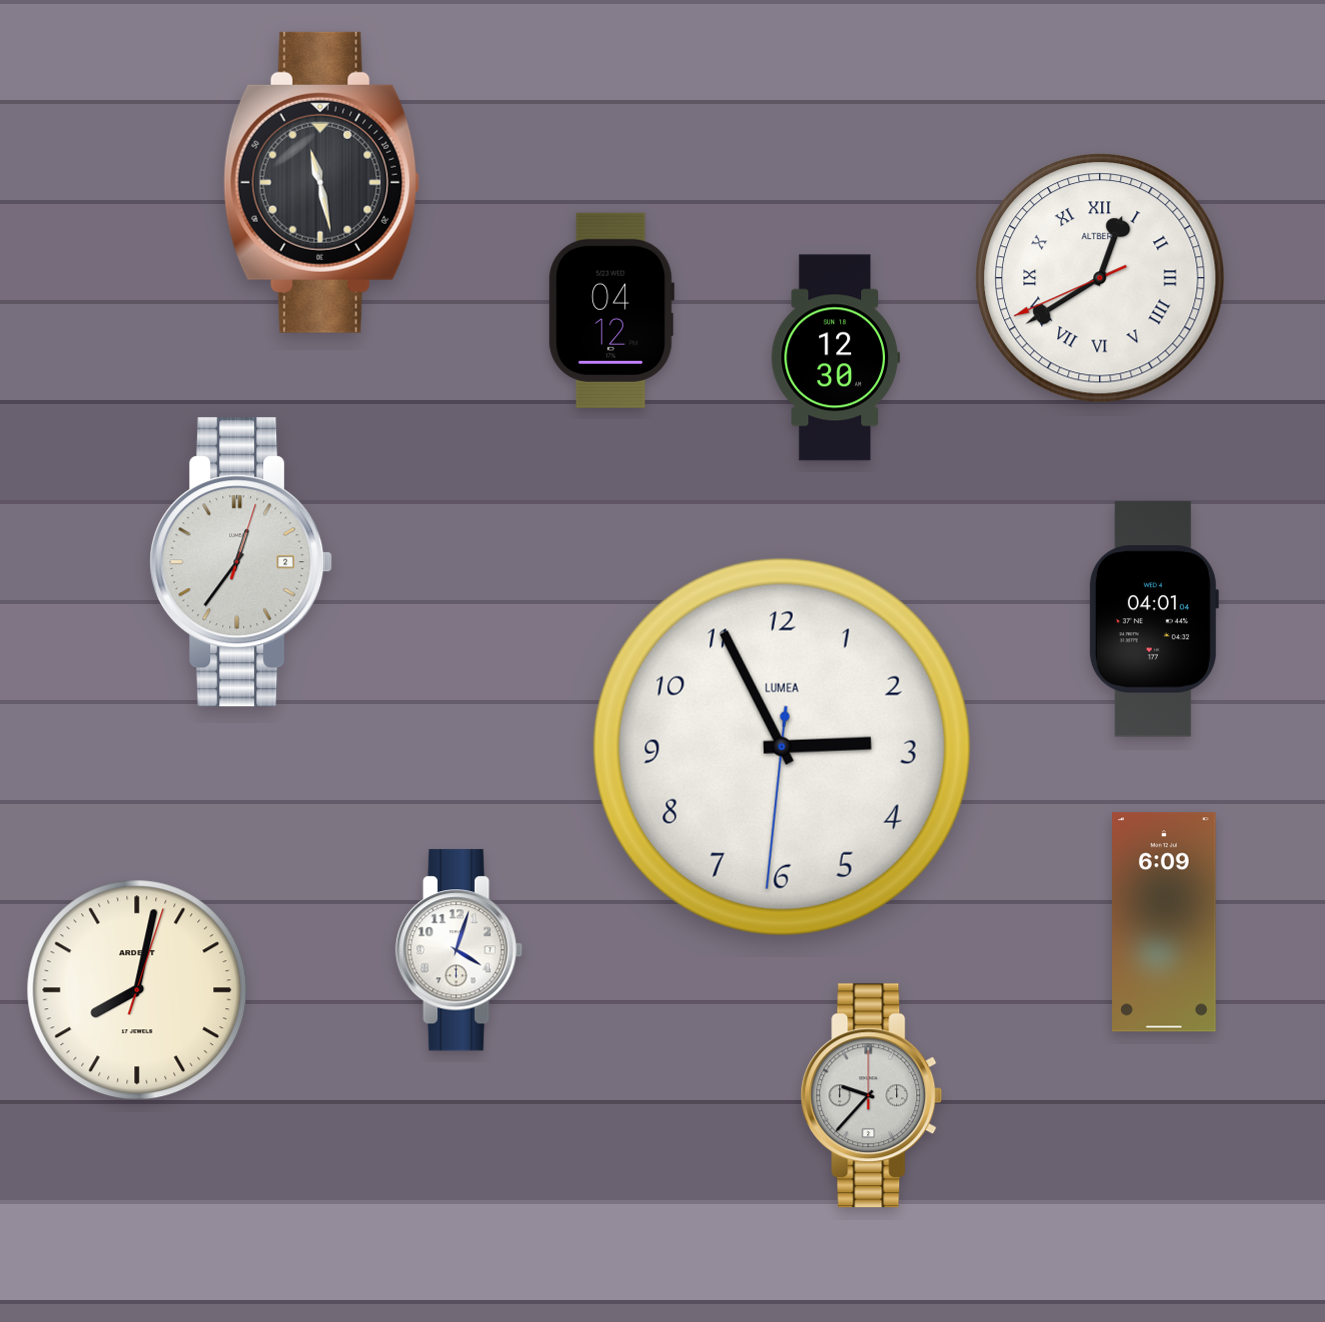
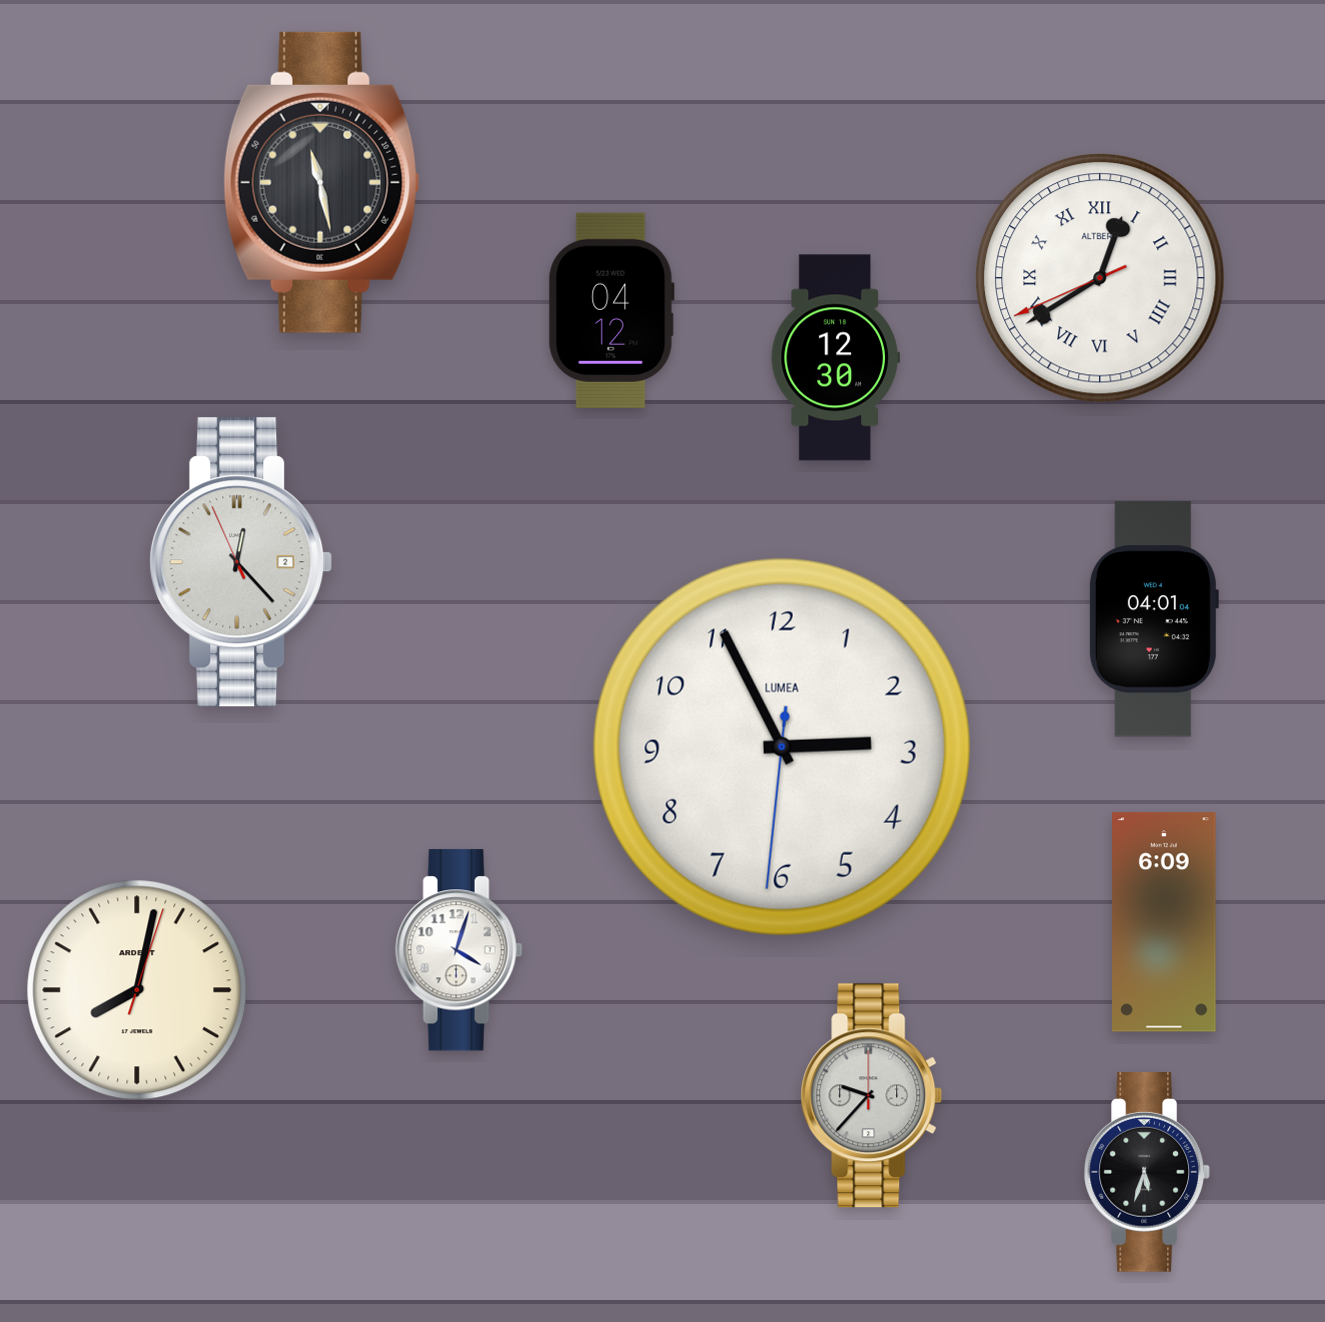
clock at (241, 562): 12:36 -> 12:22
clock at (1147, 1173): none -> 5:33
